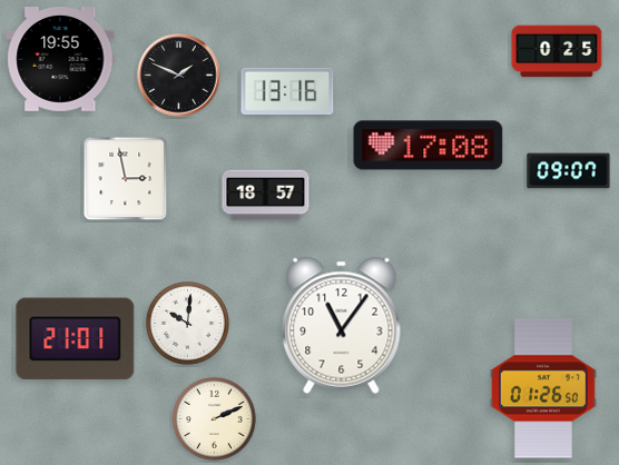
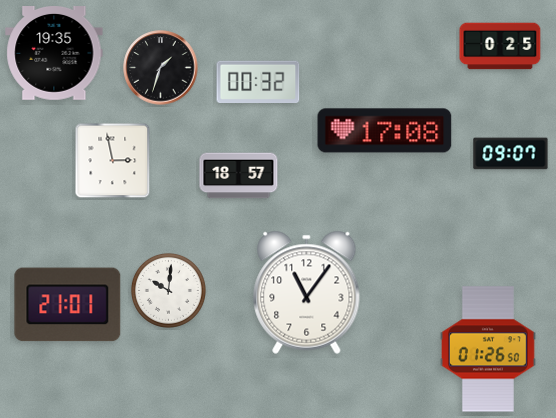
clock at (60, 60): 19:55 -> 19:35
clock at (179, 76): 1:49 -> 1:33
clock at (287, 90): 13:16 -> 00:32
clock at (214, 418): 2:11 -> none
